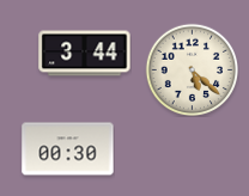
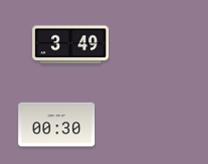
clock at (85, 54): 3:44 -> 3:49
clock at (192, 69): 5:22 -> none
